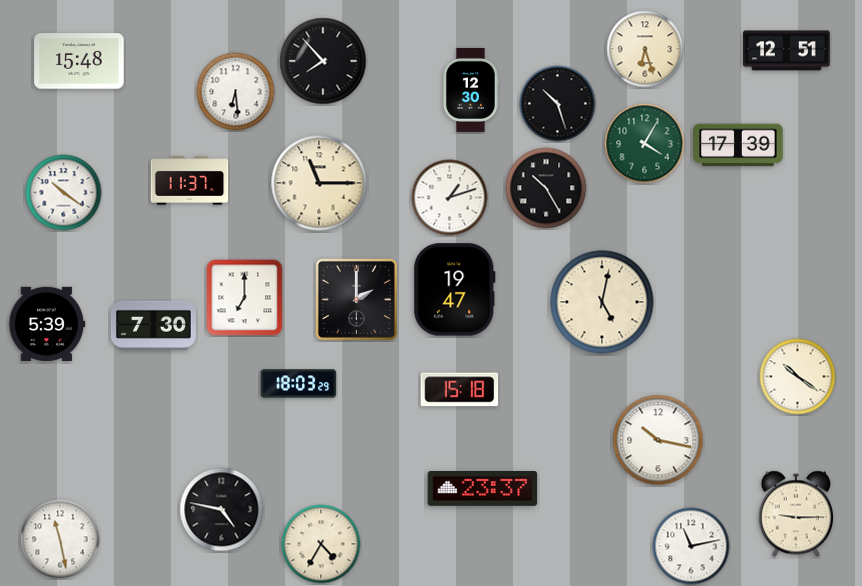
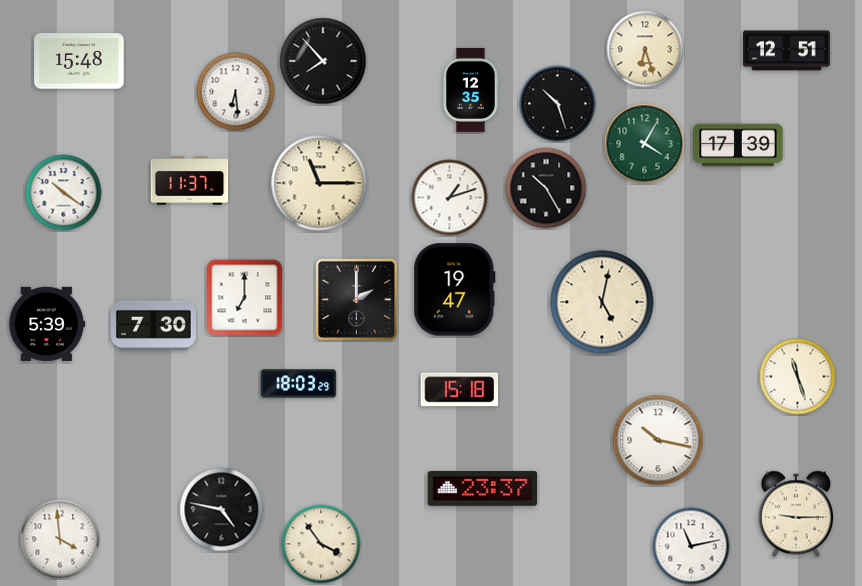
clock at (471, 90): 12:30 -> 12:35
clock at (798, 377): 10:21 -> 11:27
clock at (60, 539): 11:28 -> 3:59
clock at (321, 544): 4:35 -> 3:54
